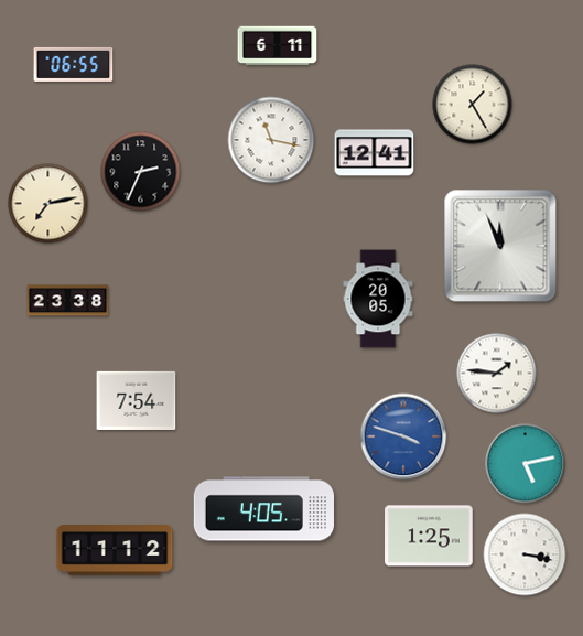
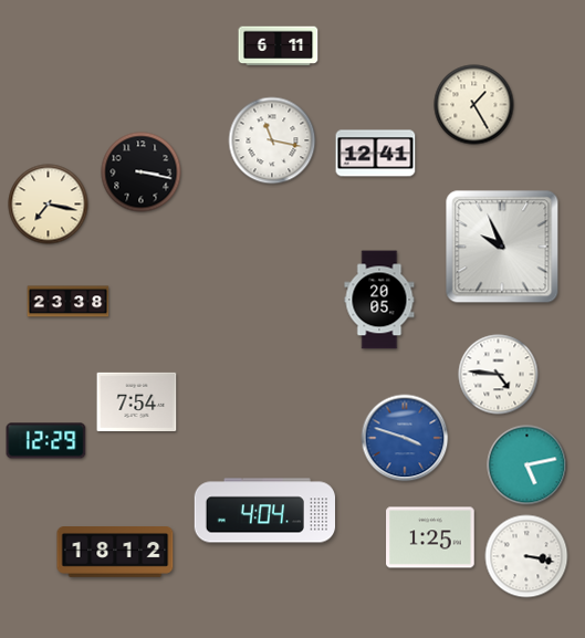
clock at (74, 64): 06:55 -> none
clock at (141, 172): 2:34 -> 3:17
clock at (48, 204): 7:13 -> 7:17
clock at (500, 246): 11:56 -> 9:56
clock at (497, 374): 1:46 -> 4:46
clock at (46, 441): none -> 12:29
clock at (263, 509): 4:05 -> 4:04
clock at (115, 551): 11:12 -> 18:12
